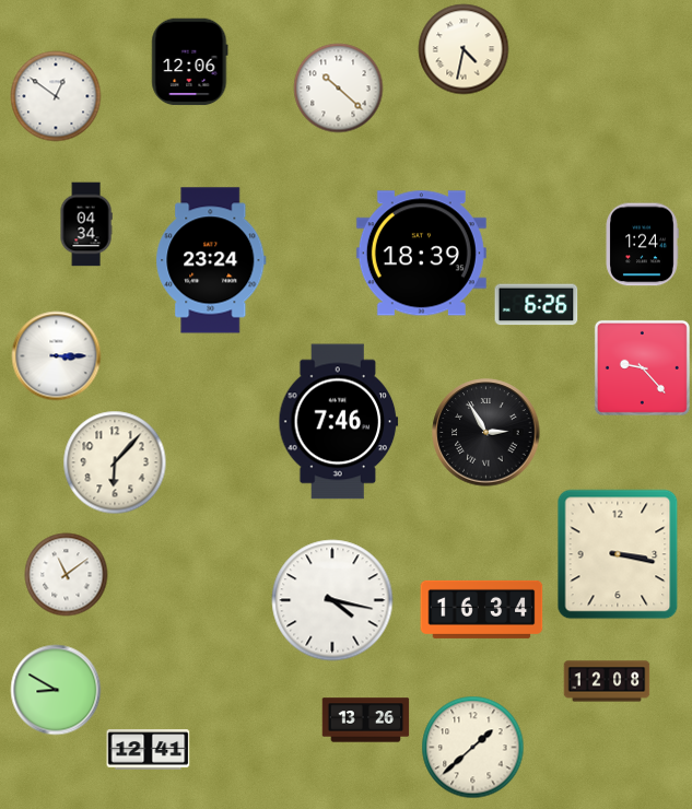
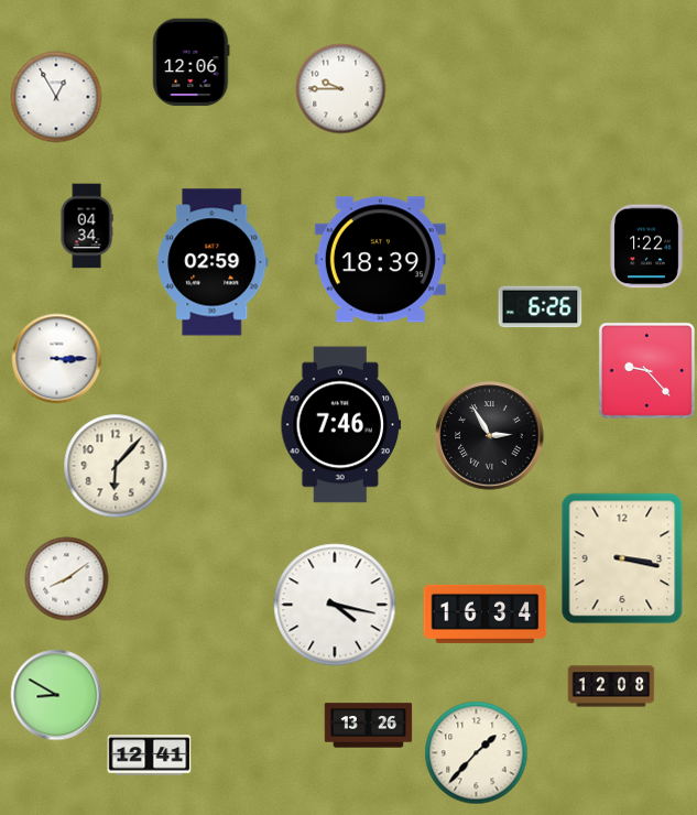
clock at (464, 49): 4:32 -> none
clock at (339, 89): 10:22 -> 9:45
clock at (56, 96): 12:51 -> 12:55
clock at (642, 245): 1:24 -> 1:22
clock at (421, 254) position: (421, 254) -> (380, 260)
clock at (211, 260): 23:24 -> 02:59
clock at (67, 575): 11:09 -> 8:09
clock at (473, 748): 1:38 -> 1:37
